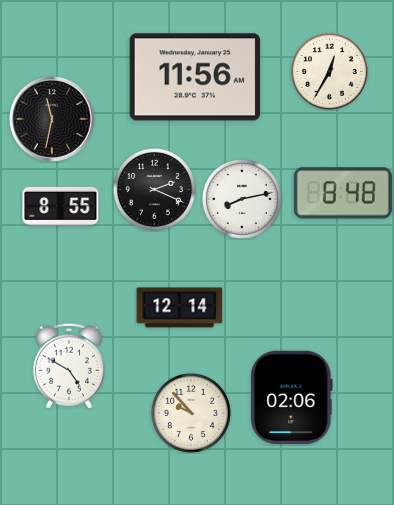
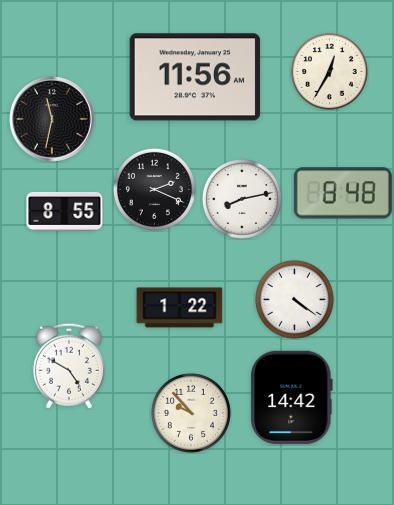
clock at (61, 206) position: (61, 206) -> (65, 211)
clock at (294, 299): none -> 4:21
clock at (180, 308): 12:14 -> 1:22
clock at (292, 398): 02:06 -> 14:42
